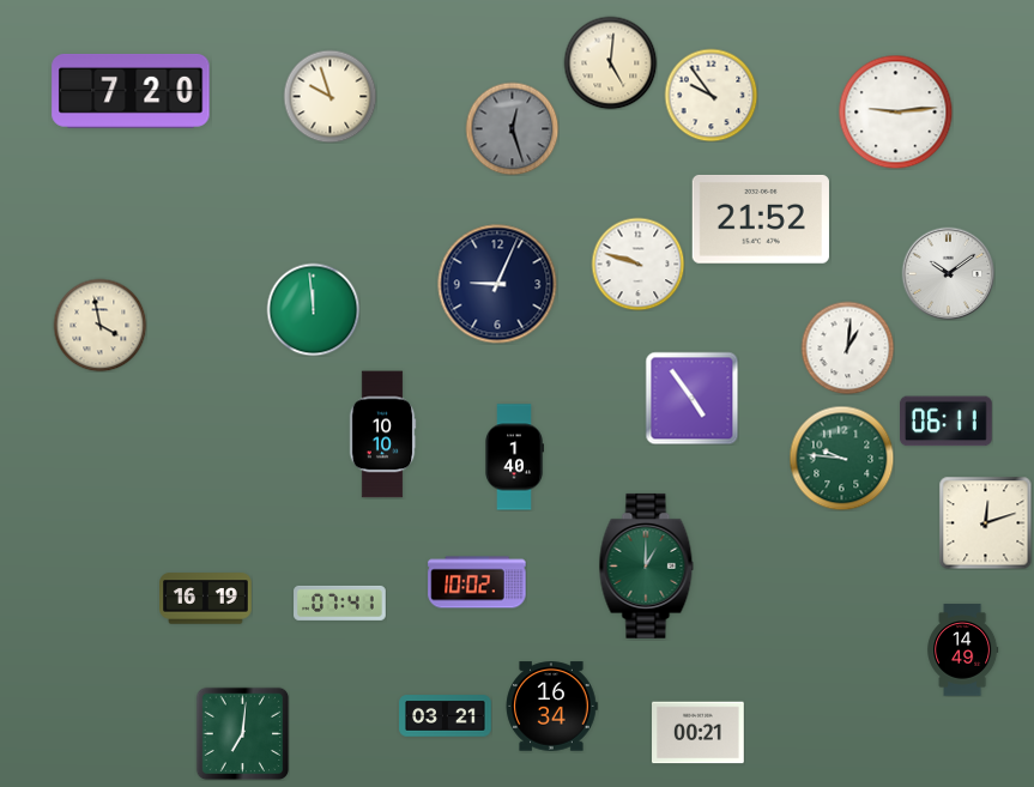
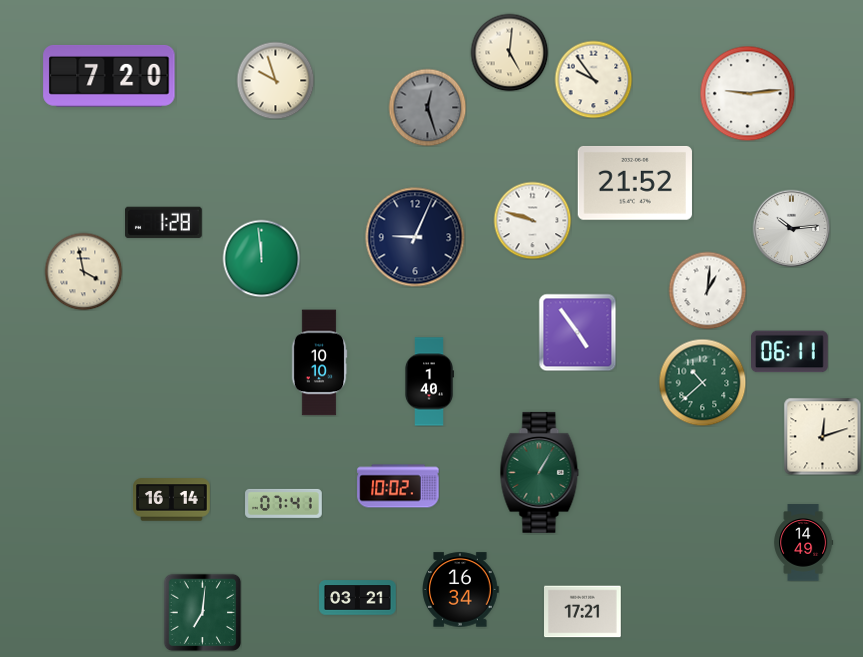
clock at (164, 223): none -> 1:28
clock at (948, 273): 10:09 -> 10:14
clock at (841, 458): 9:46 -> 10:38
clock at (647, 565): 1:00 -> 1:05
clock at (206, 599): 16:19 -> 16:14
clock at (446, 716) position: (446, 716) -> (358, 598)
clock at (699, 733): 00:21 -> 17:21
